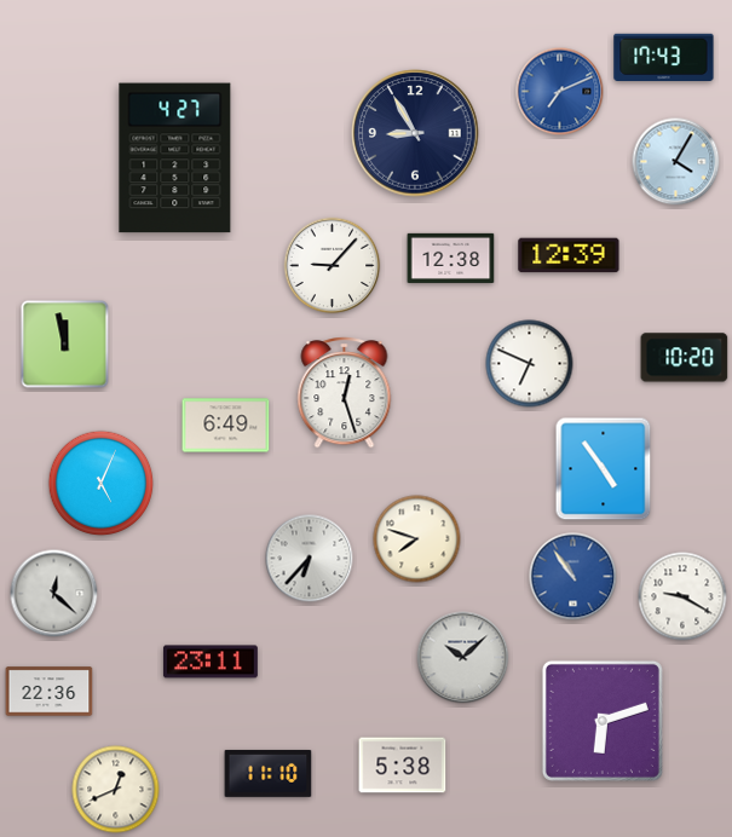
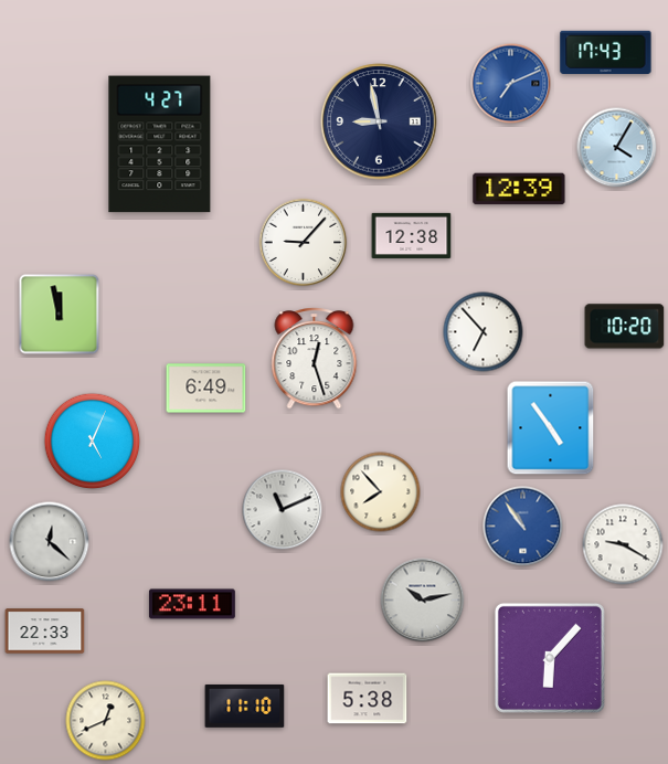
clock at (415, 133): 8:55 -> 8:58
clock at (569, 255) position: (569, 255) -> (519, 189)
clock at (530, 364): 6:49 -> 6:53
clock at (417, 539): 7:48 -> 7:53
clock at (310, 559): 6:37 -> 11:11
clock at (463, 658): 10:08 -> 10:13
clock at (50, 692): 22:36 -> 22:33
clock at (603, 721): 6:12 -> 6:07
